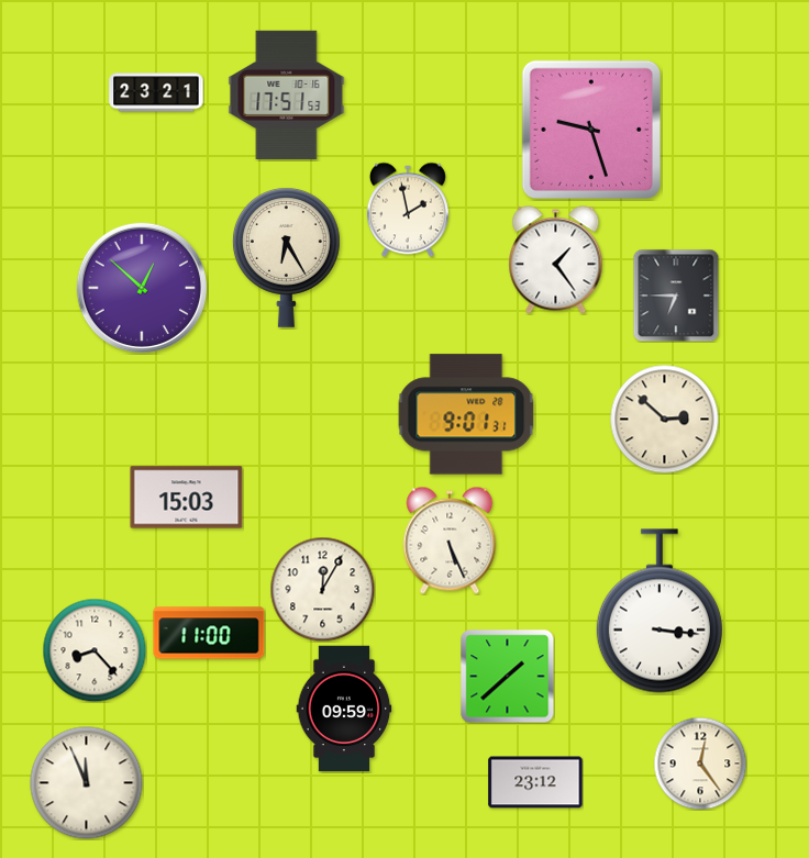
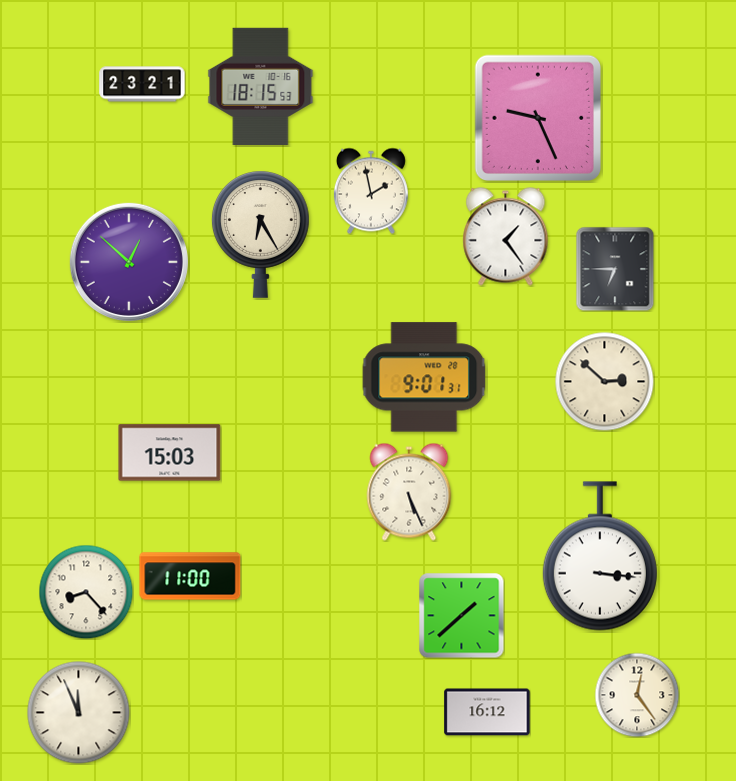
clock at (287, 94): 17:51 -> 18:15
clock at (590, 129): 9:27 -> 9:26
clock at (322, 589): 12:05 -> none
clock at (344, 709): 09:59 -> none
clock at (535, 782): 23:12 -> 16:12
